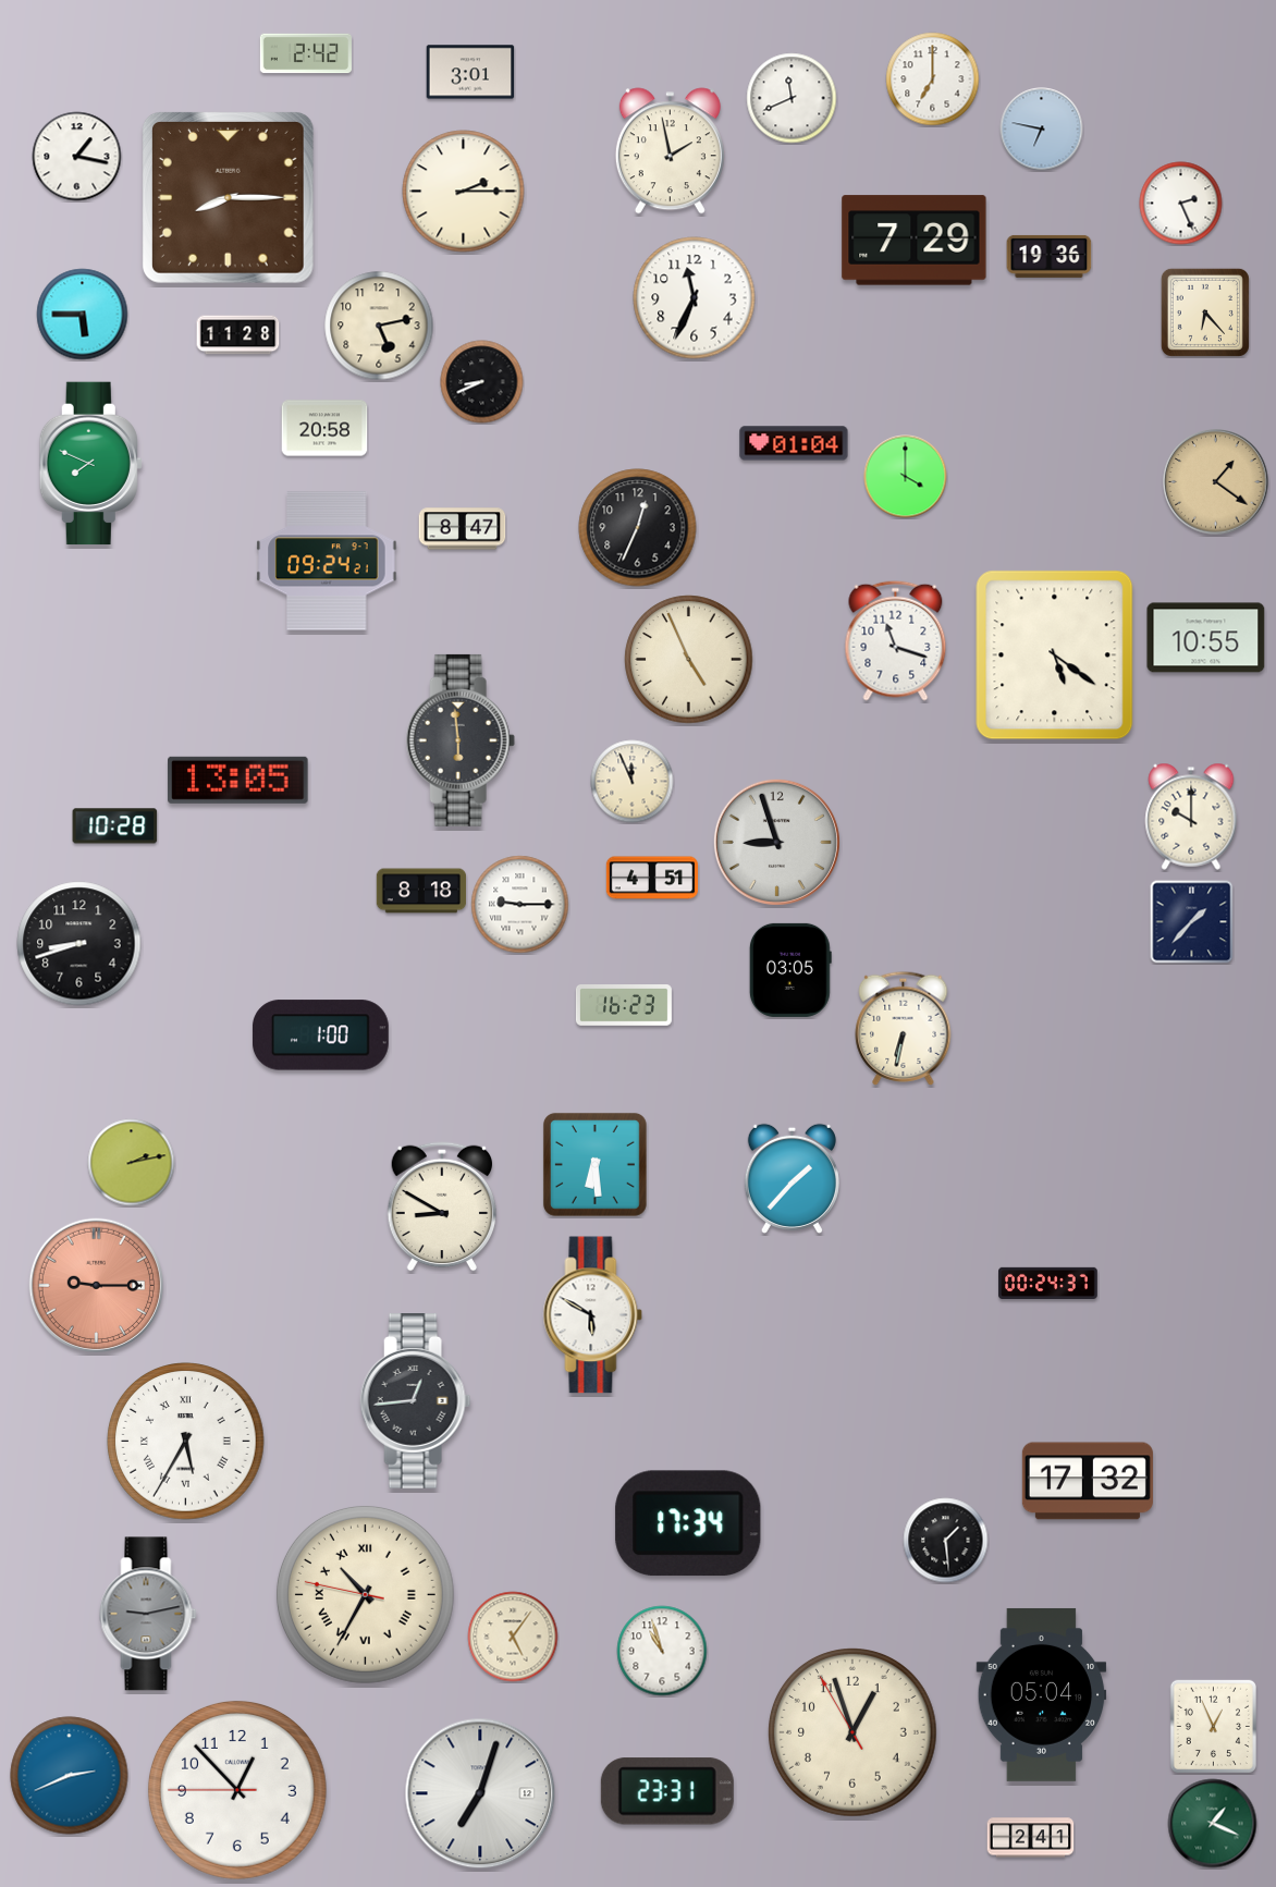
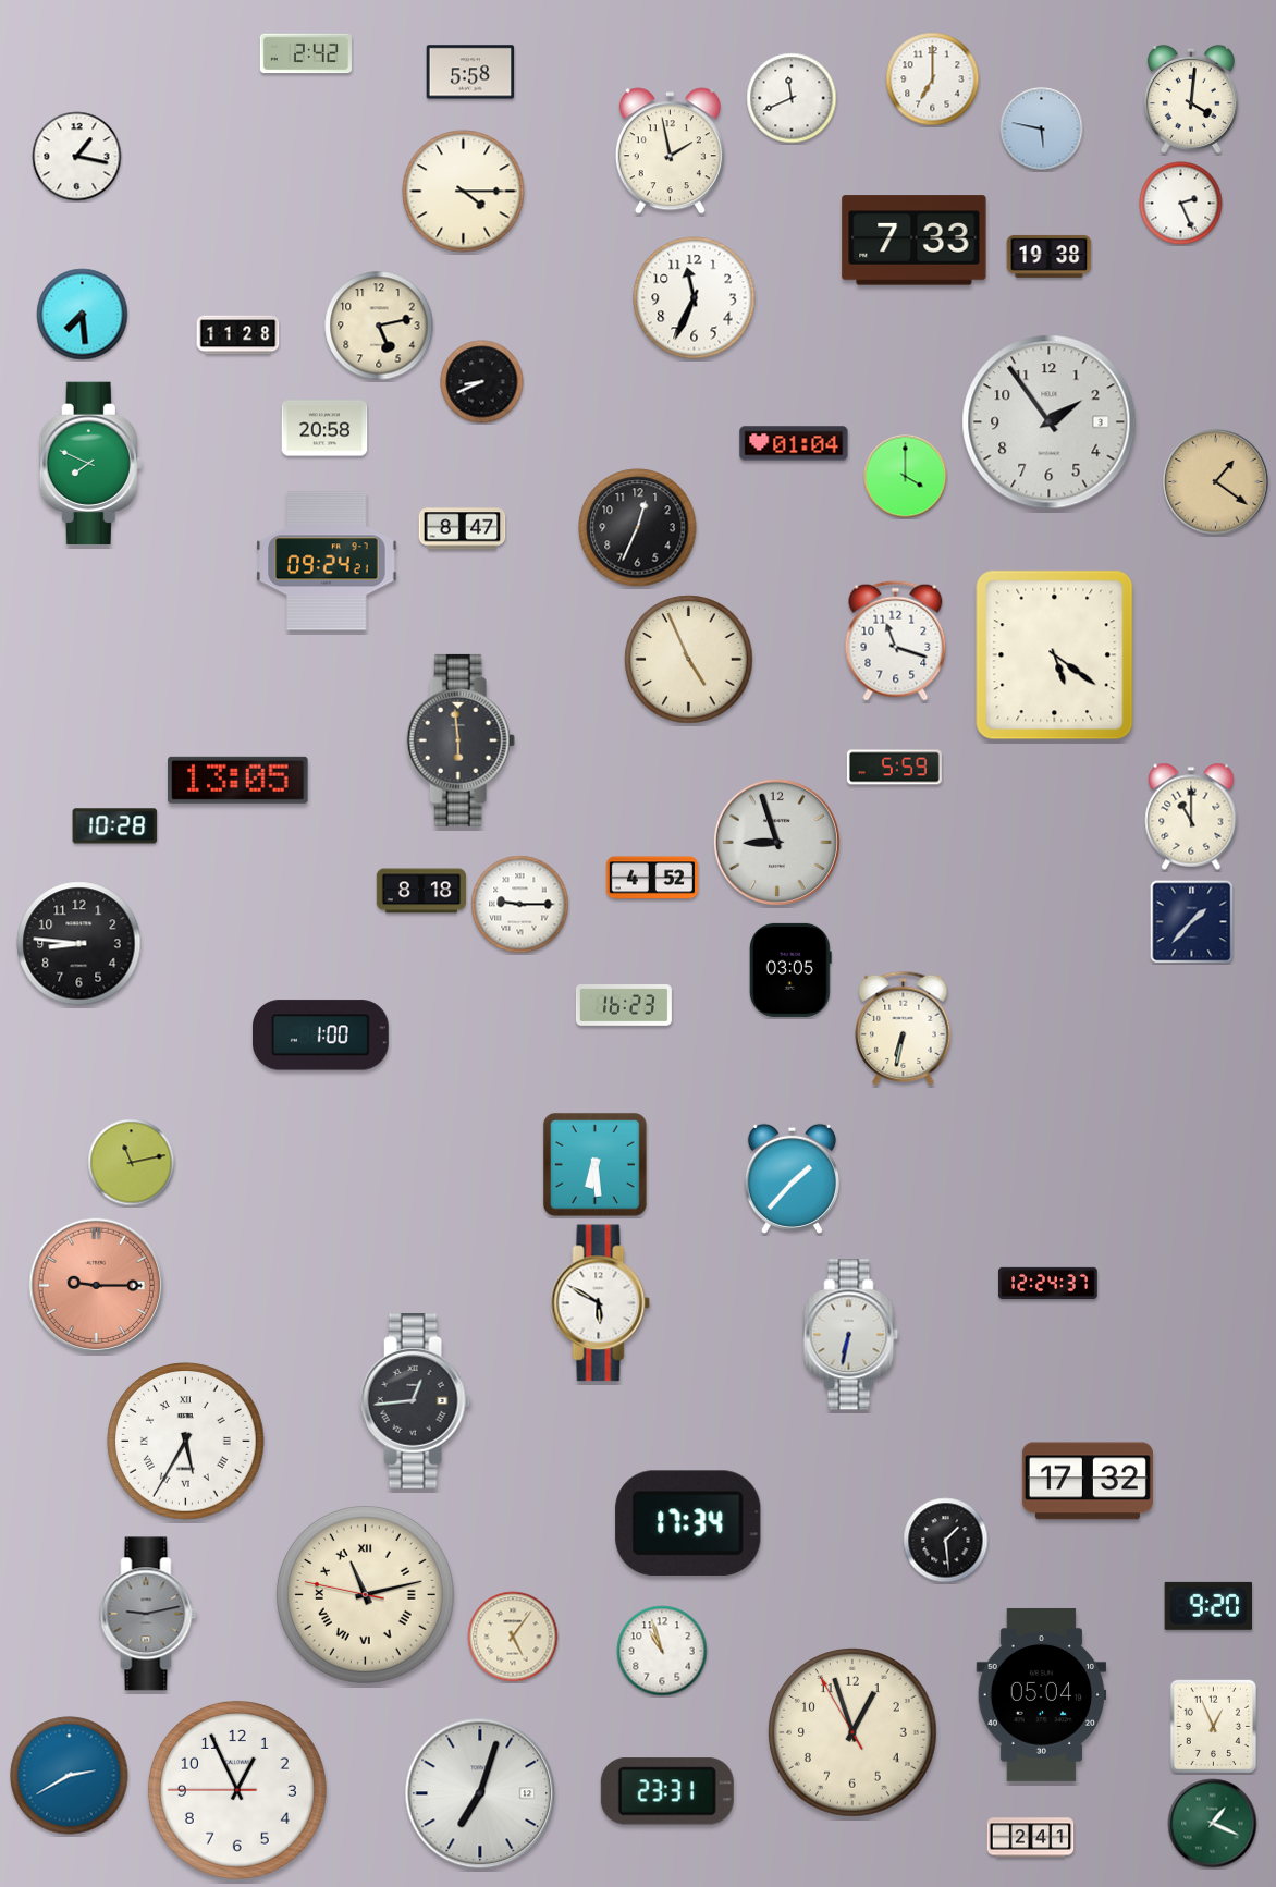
clock at (470, 72): 3:01 -> 5:58
clock at (1191, 99): none -> 4:01
clock at (1042, 130): 6:47 -> 5:47
clock at (464, 192): 2:15 -> 4:15
clock at (228, 197): 8:15 -> none
clock at (915, 241): 7:29 -> 7:33
clock at (1050, 256): 19:36 -> 19:38
clock at (1205, 313): 6:23 -> none
clock at (83, 315): 5:45 -> 7:29
clock at (1050, 422): none -> 1:54
clock at (1206, 638): 10:55 -> none
clock at (894, 768): none -> 5:59
clock at (633, 782): 11:56 -> none
clock at (1191, 817): 10:00 -> 11:00
clock at (652, 878): 4:51 -> 4:52
clock at (79, 944): 8:42 -> 8:46
clock at (132, 1163): 2:13 -> 11:13
clock at (442, 1206): 8:50 -> none
clock at (1048, 1283): 00:24 -> 12:24
clock at (593, 1315) position: (593, 1315) -> (601, 1303)
clock at (851, 1335): none -> 6:32
clock at (365, 1594): 10:34 -> 11:12
clock at (1207, 1606): none -> 9:20
clock at (70, 1776): 2:41 -> 2:40
clock at (237, 1790): 12:52 -> 12:55
